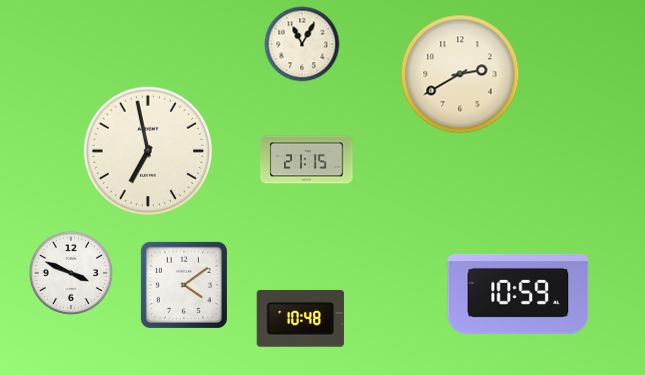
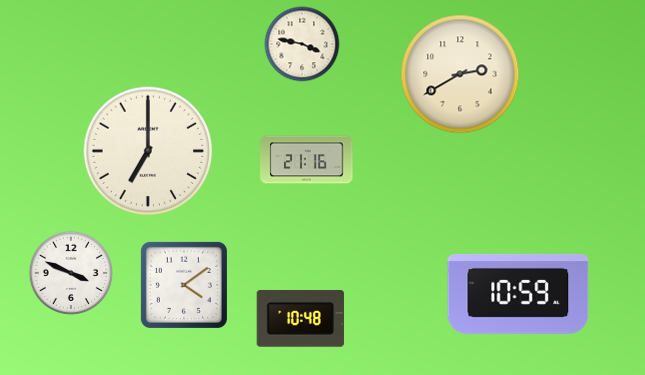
clock at (302, 44): 11:05 -> 3:47
clock at (147, 150): 6:58 -> 7:00
clock at (307, 160): 21:15 -> 21:16
